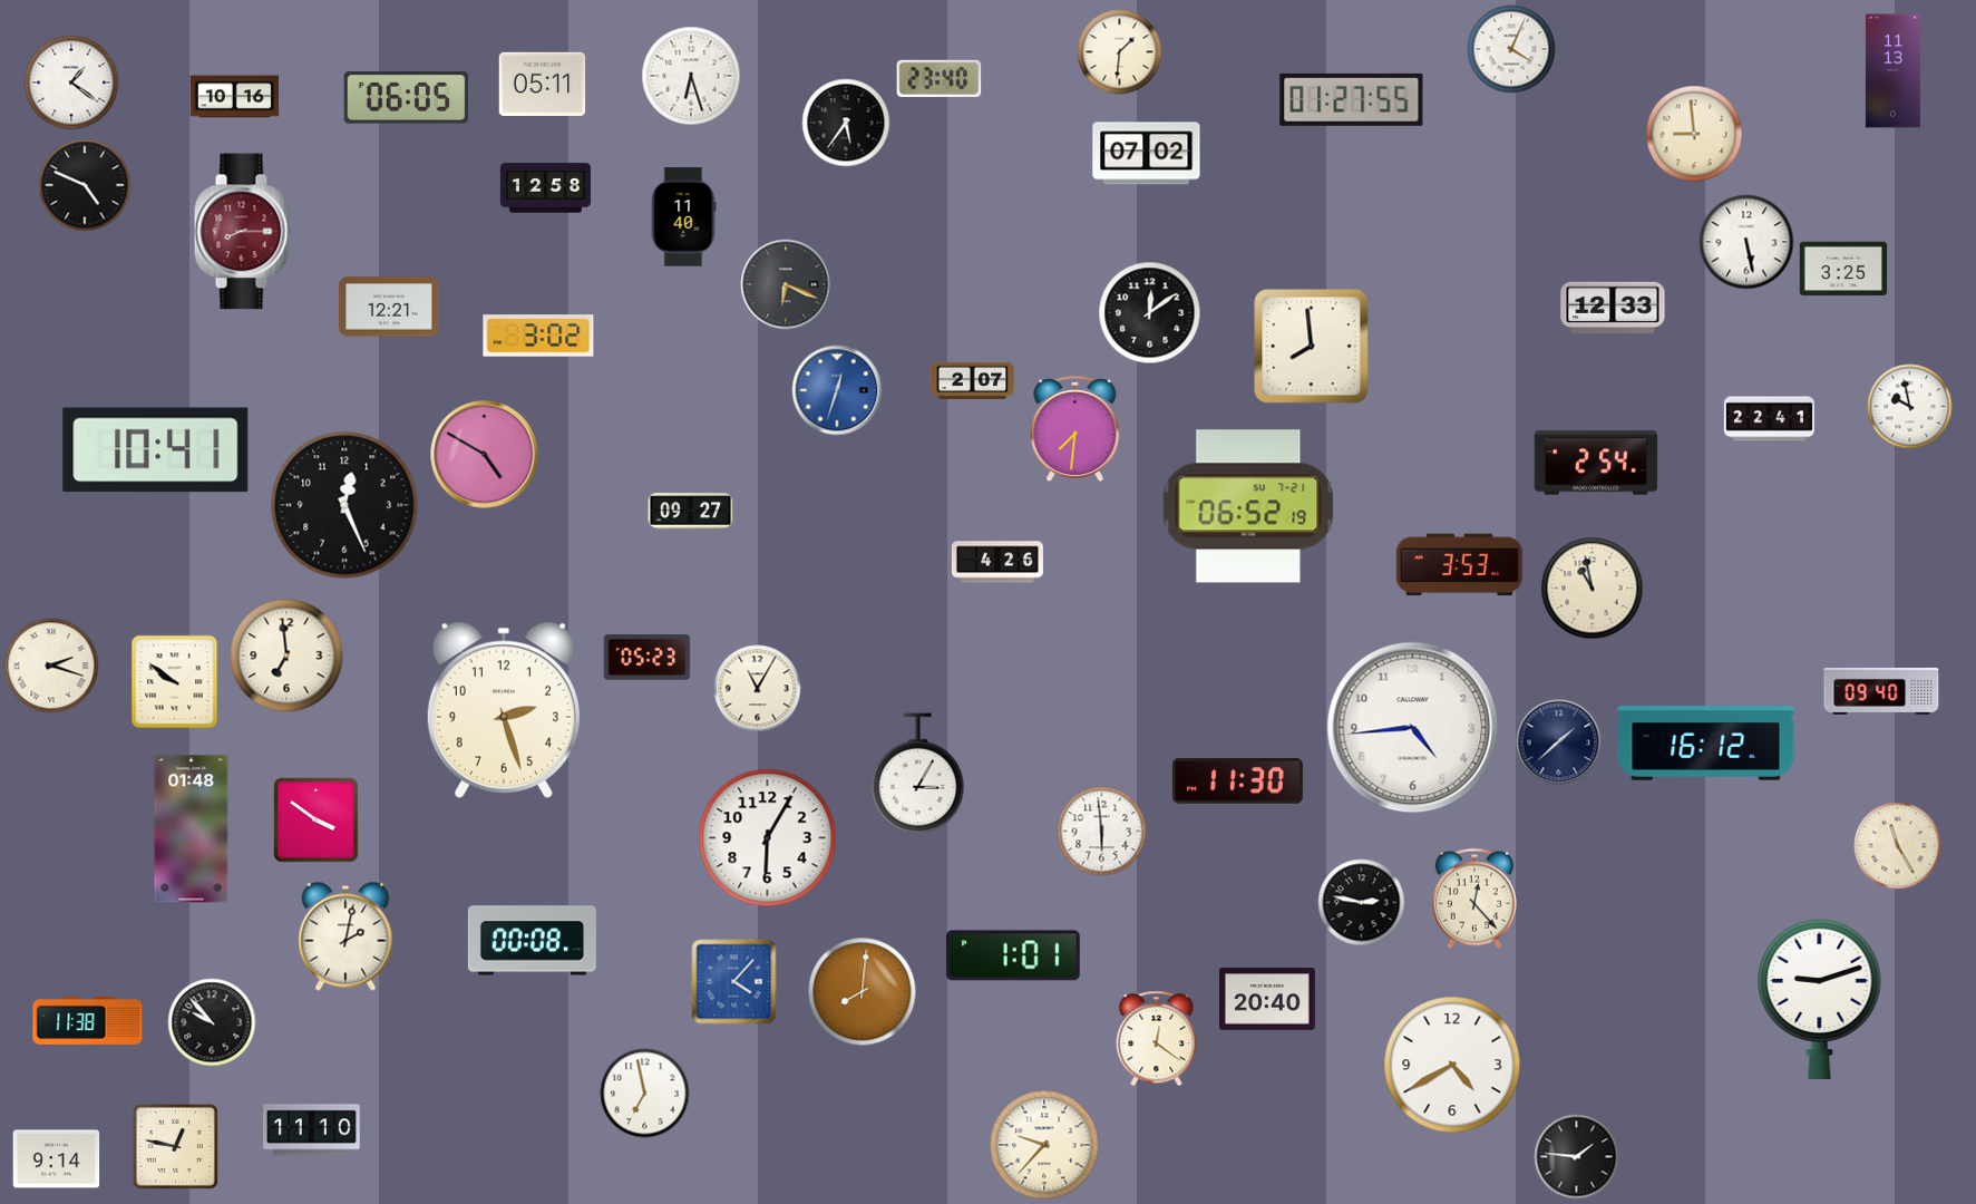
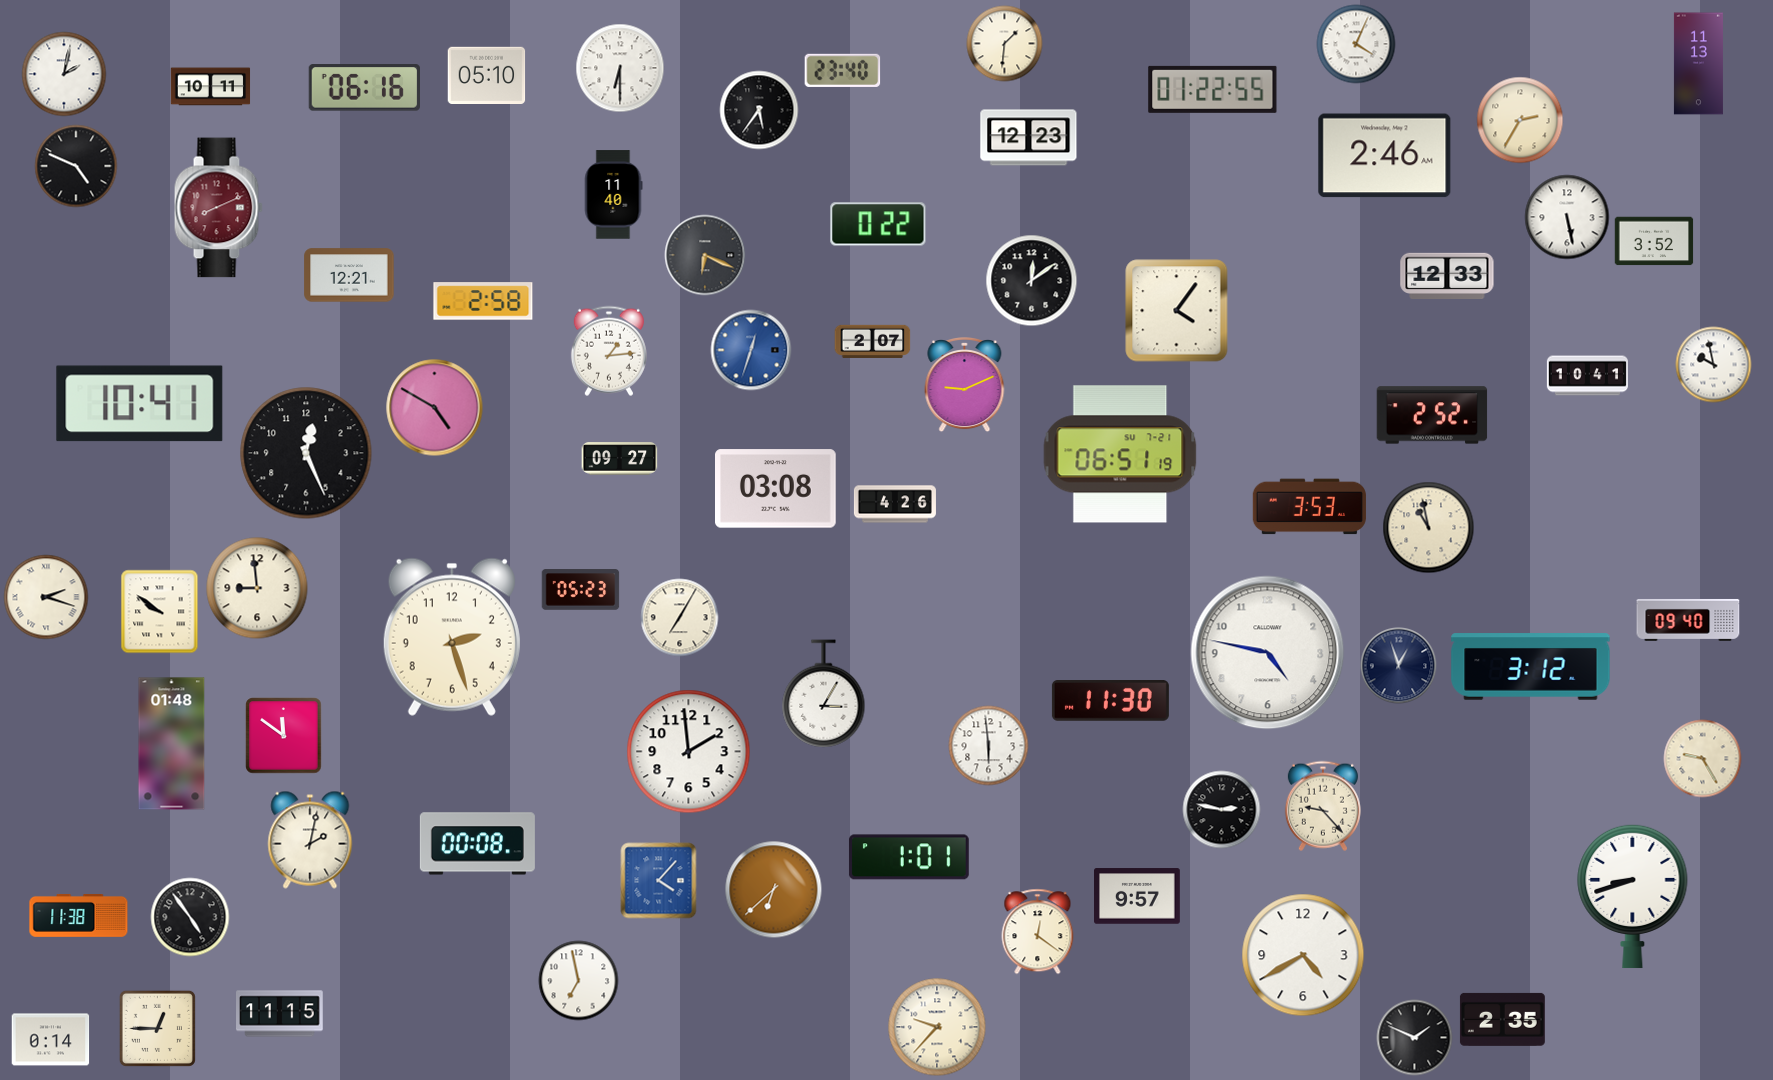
clock at (1120, 52) position: (1120, 52) -> (1005, 44)
clock at (691, 76): 6:27 -> 6:30
clock at (71, 82): 1:21 -> 2:02
clock at (543, 84): 05:11 -> 05:10
clock at (235, 97): 10:16 -> 10:11
clock at (406, 98): 06:05 -> 06:16
clock at (1352, 99): 01:27 -> 01:22
clock at (1694, 134): 8:59 -> 2:35
clock at (1147, 154): 07:02 -> 12:23
clock at (1385, 156): none -> 2:46
clock at (545, 188): 12:58 -> none
clock at (243, 232): 8:15 -> 8:11
clock at (878, 224): none -> 0:22
clock at (1843, 269): 3:25 -> 3:52
clock at (538, 336): 3:02 -> 2:58
clock at (1312, 347): 7:59 -> 4:06
clock at (609, 351): none -> 1:14
clock at (1769, 419): 22:41 -> 10:41
clock at (1075, 430): 7:31 -> 9:11
clock at (1596, 463): 2:54 -> 2:52
clock at (344, 505) position: (344, 505) -> (306, 453)
clock at (1248, 506): 06:52 -> 06:51
clock at (776, 489): none -> 03:08
clock at (286, 656): 6:59 -> 8:59
clock at (175, 682) position: (175, 682) -> (160, 612)
clock at (758, 689): 11:05 -> 7:05
clock at (1413, 728): 4:44 -> 4:47
clock at (1559, 742): 1:38 -> 12:57
clock at (1706, 744): 16:12 -> 3:12
clock at (317, 821): 3:51 -> 11:51
clock at (768, 838): 6:05 -> 1:59
clock at (1898, 846): 11:25 -> 9:25
clock at (1474, 899): 12:23 -> 9:23
clock at (863, 992): 8:01 -> 6:38
clock at (1268, 999): 20:40 -> 9:57
clock at (1820, 999): 9:12 -> 8:42
clock at (212, 1022): 9:53 -> 4:54
clock at (312, 1130): 11:10 -> 11:15
clock at (1502, 1019): none -> 2:35
clock at (175, 1146): 12:47 -> 12:45
clock at (1577, 1157): 1:46 -> 1:49
clock at (57, 1159): 9:14 -> 0:14
